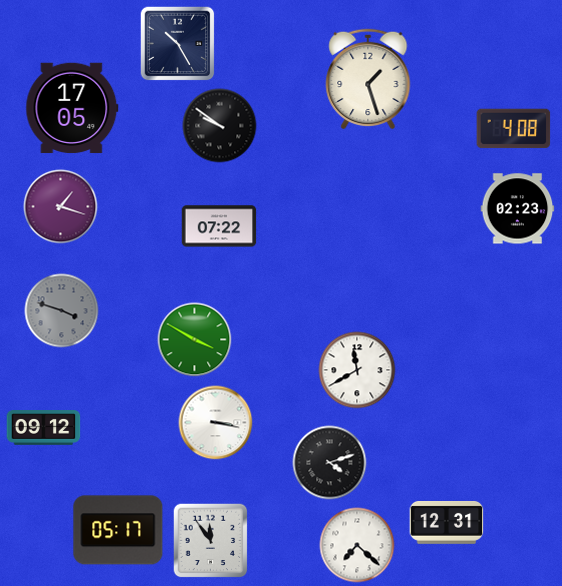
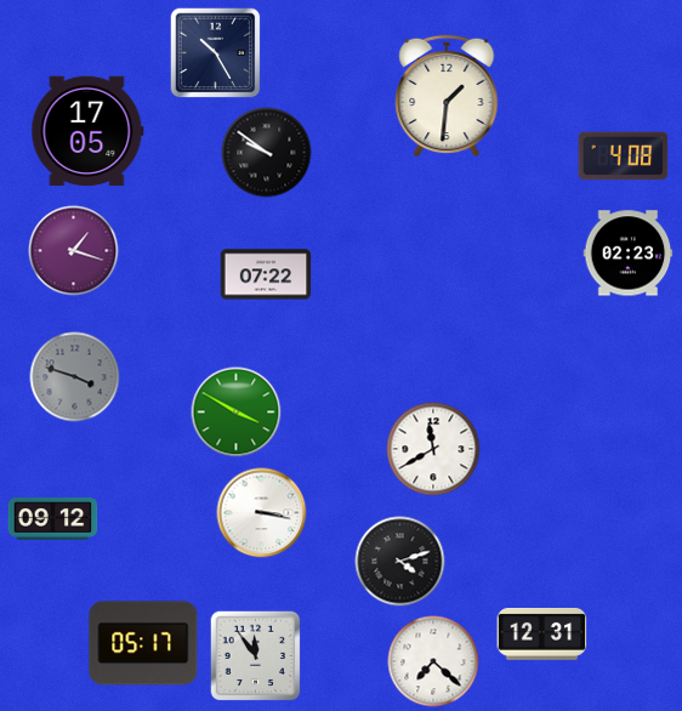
clock at (368, 79): 1:27 -> 1:31
